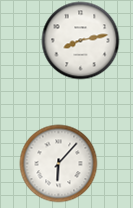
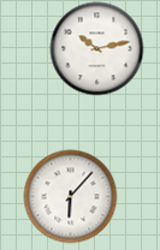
clock at (80, 40): 8:13 -> 10:13
